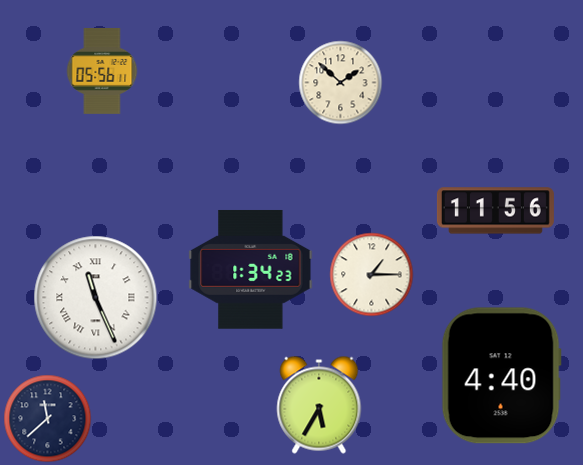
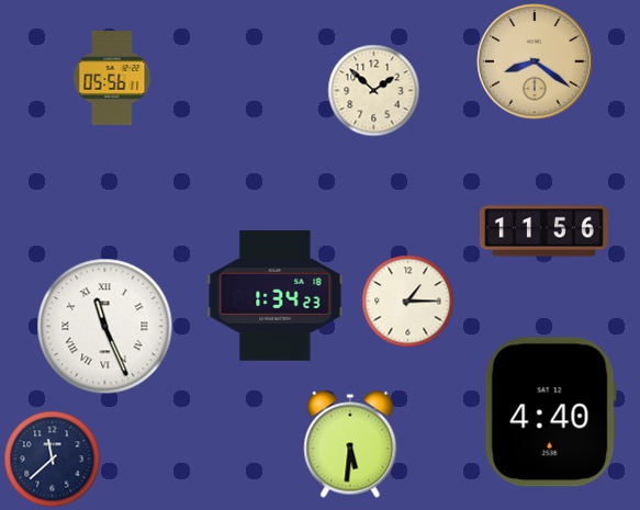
clock at (535, 61): none -> 8:21
clock at (319, 405): 5:35 -> 5:31
